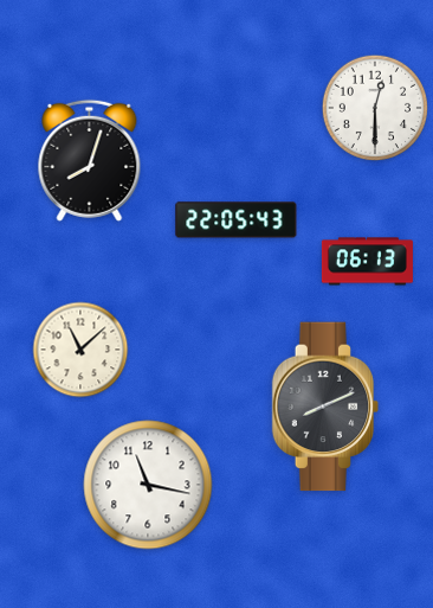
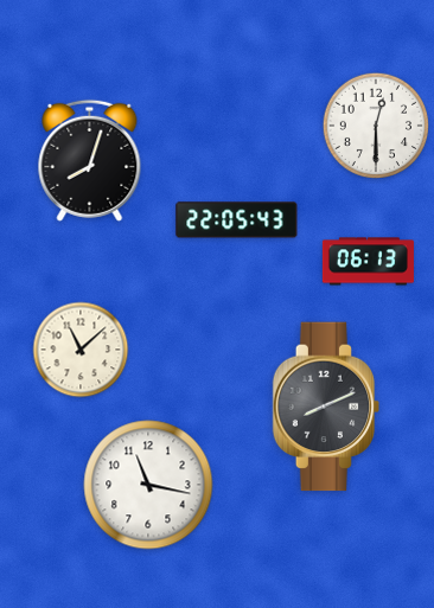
clock at (374, 107) position: (374, 107) -> (375, 124)
